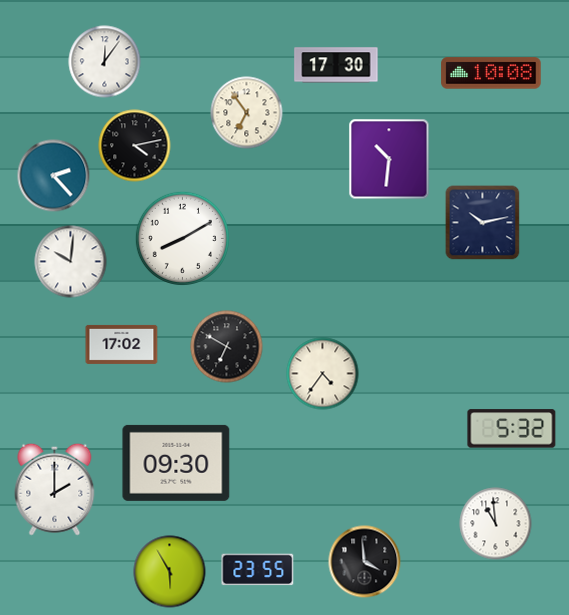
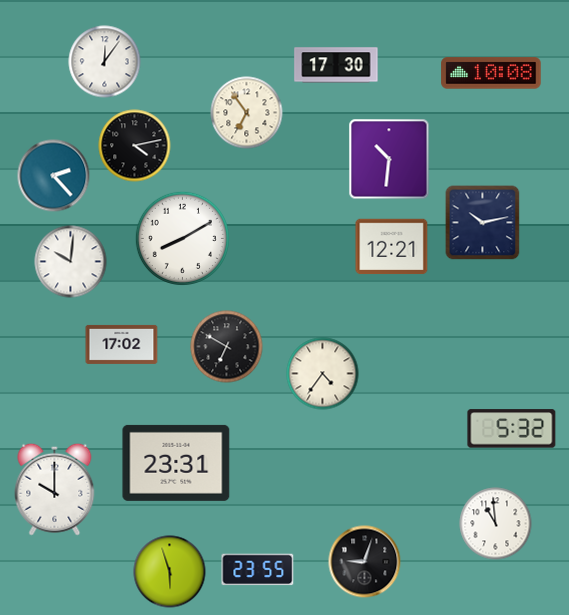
clock at (392, 247): none -> 12:21
clock at (176, 463): 09:30 -> 23:31
clock at (55, 489): 2:00 -> 10:00
clock at (365, 562): 3:59 -> 9:03
clock at (170, 572): 5:55 -> 5:57
